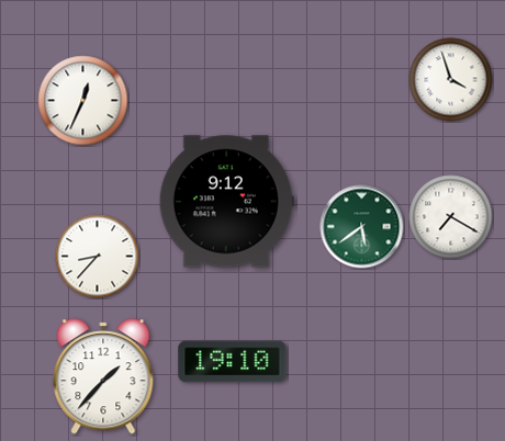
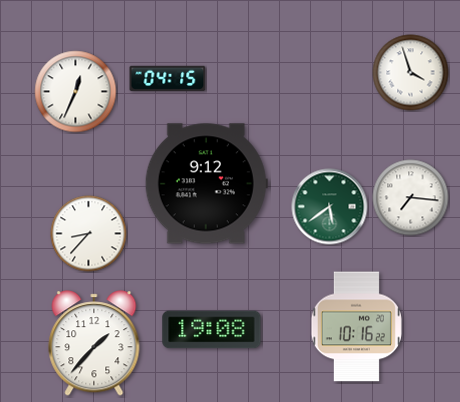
clock at (168, 78): none -> 04:15
clock at (451, 217): 7:20 -> 7:16
clock at (356, 327): none -> 10:16
clock at (233, 362): 19:10 -> 19:08
